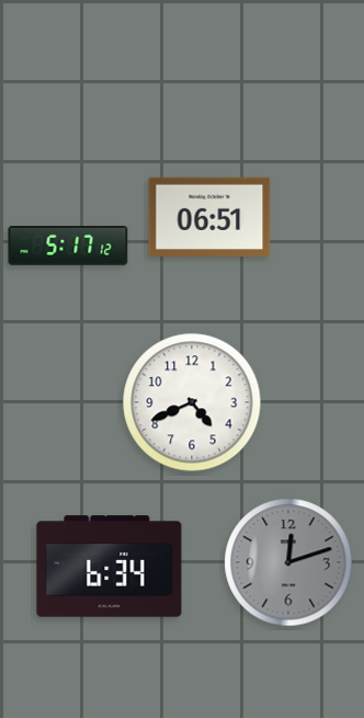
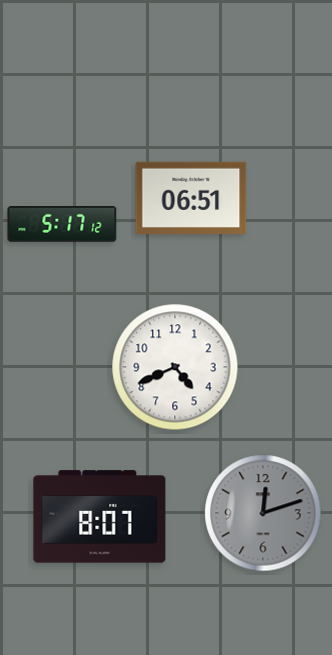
clock at (110, 567): 6:34 -> 8:07
